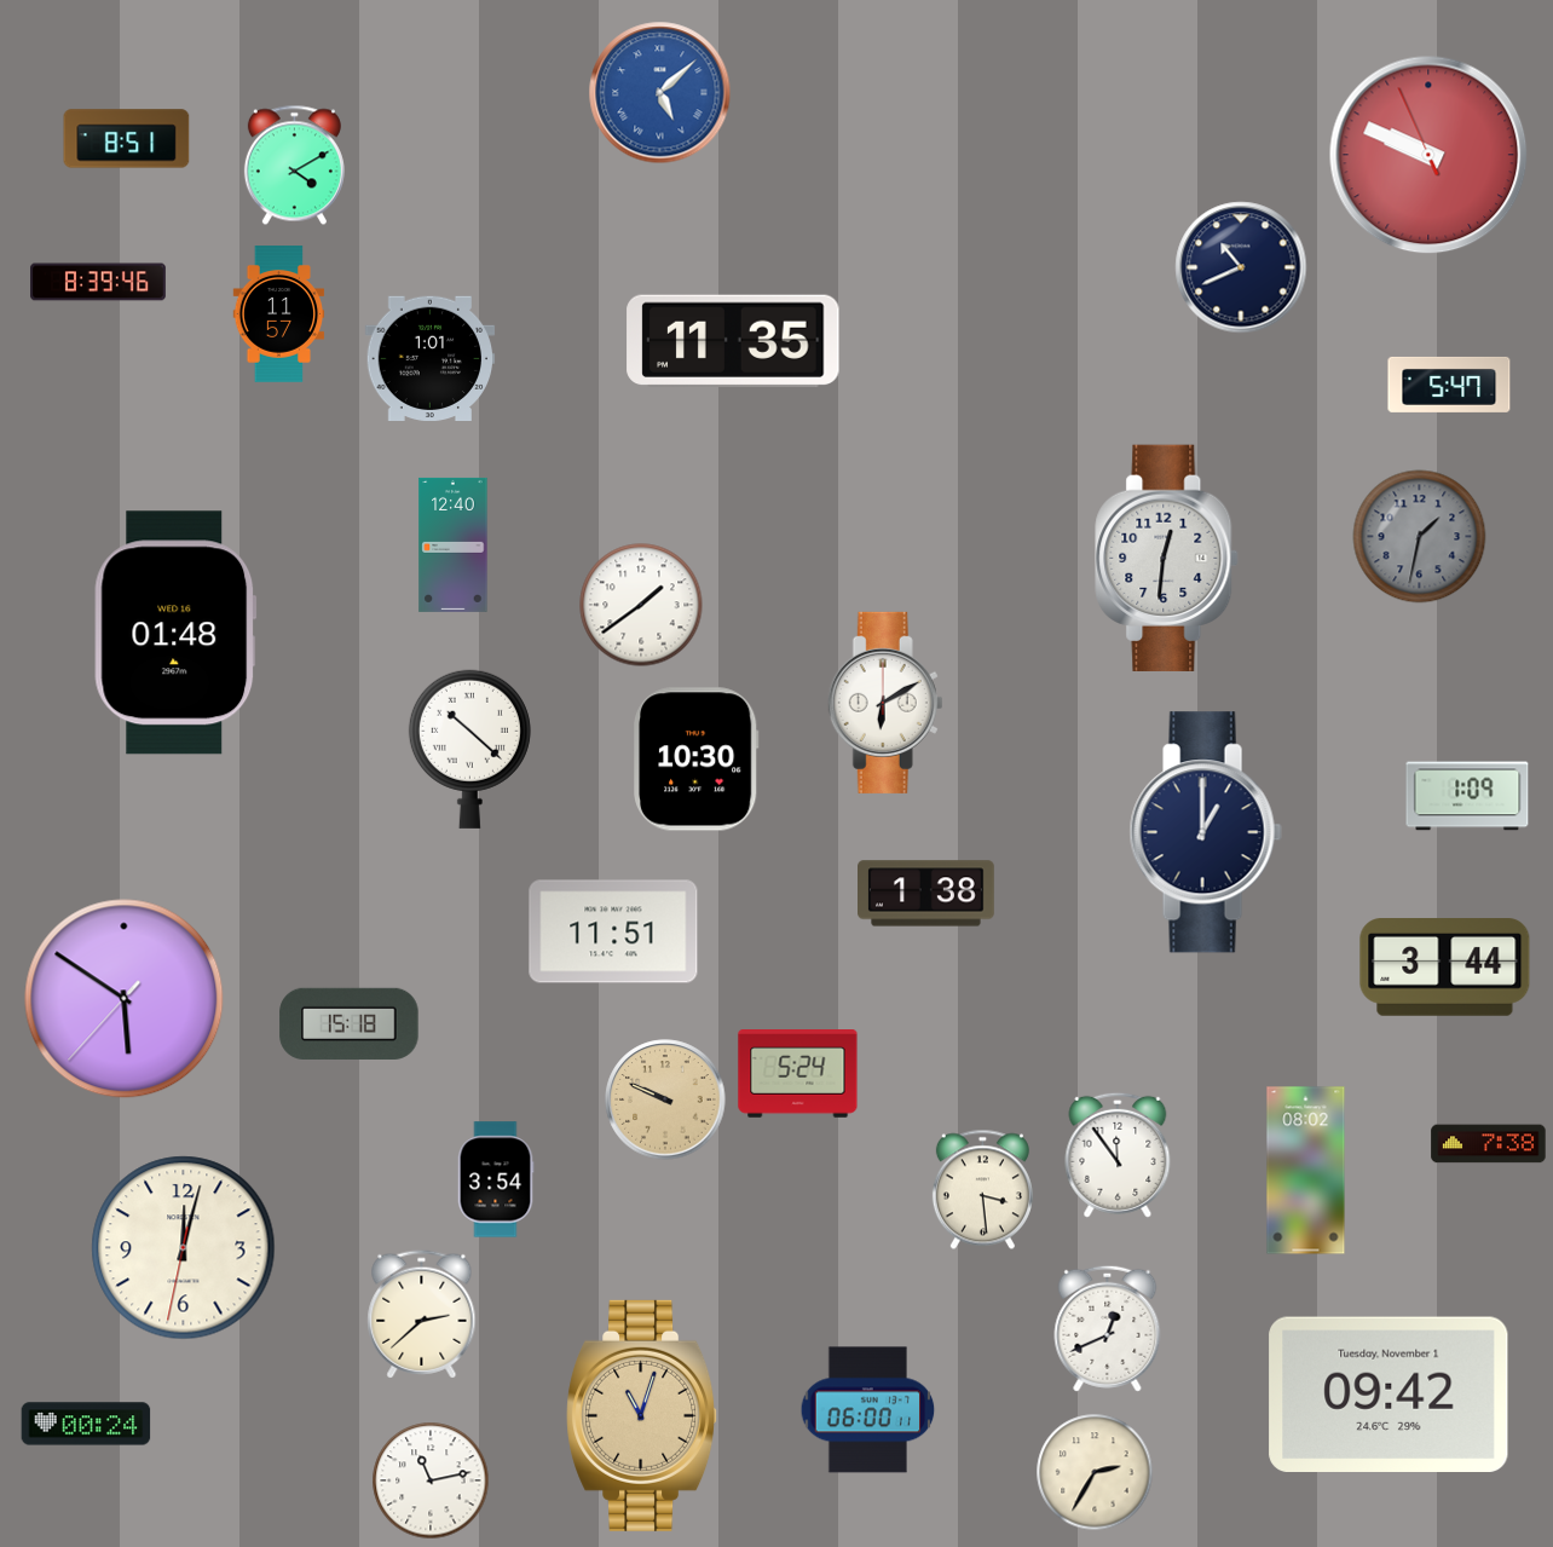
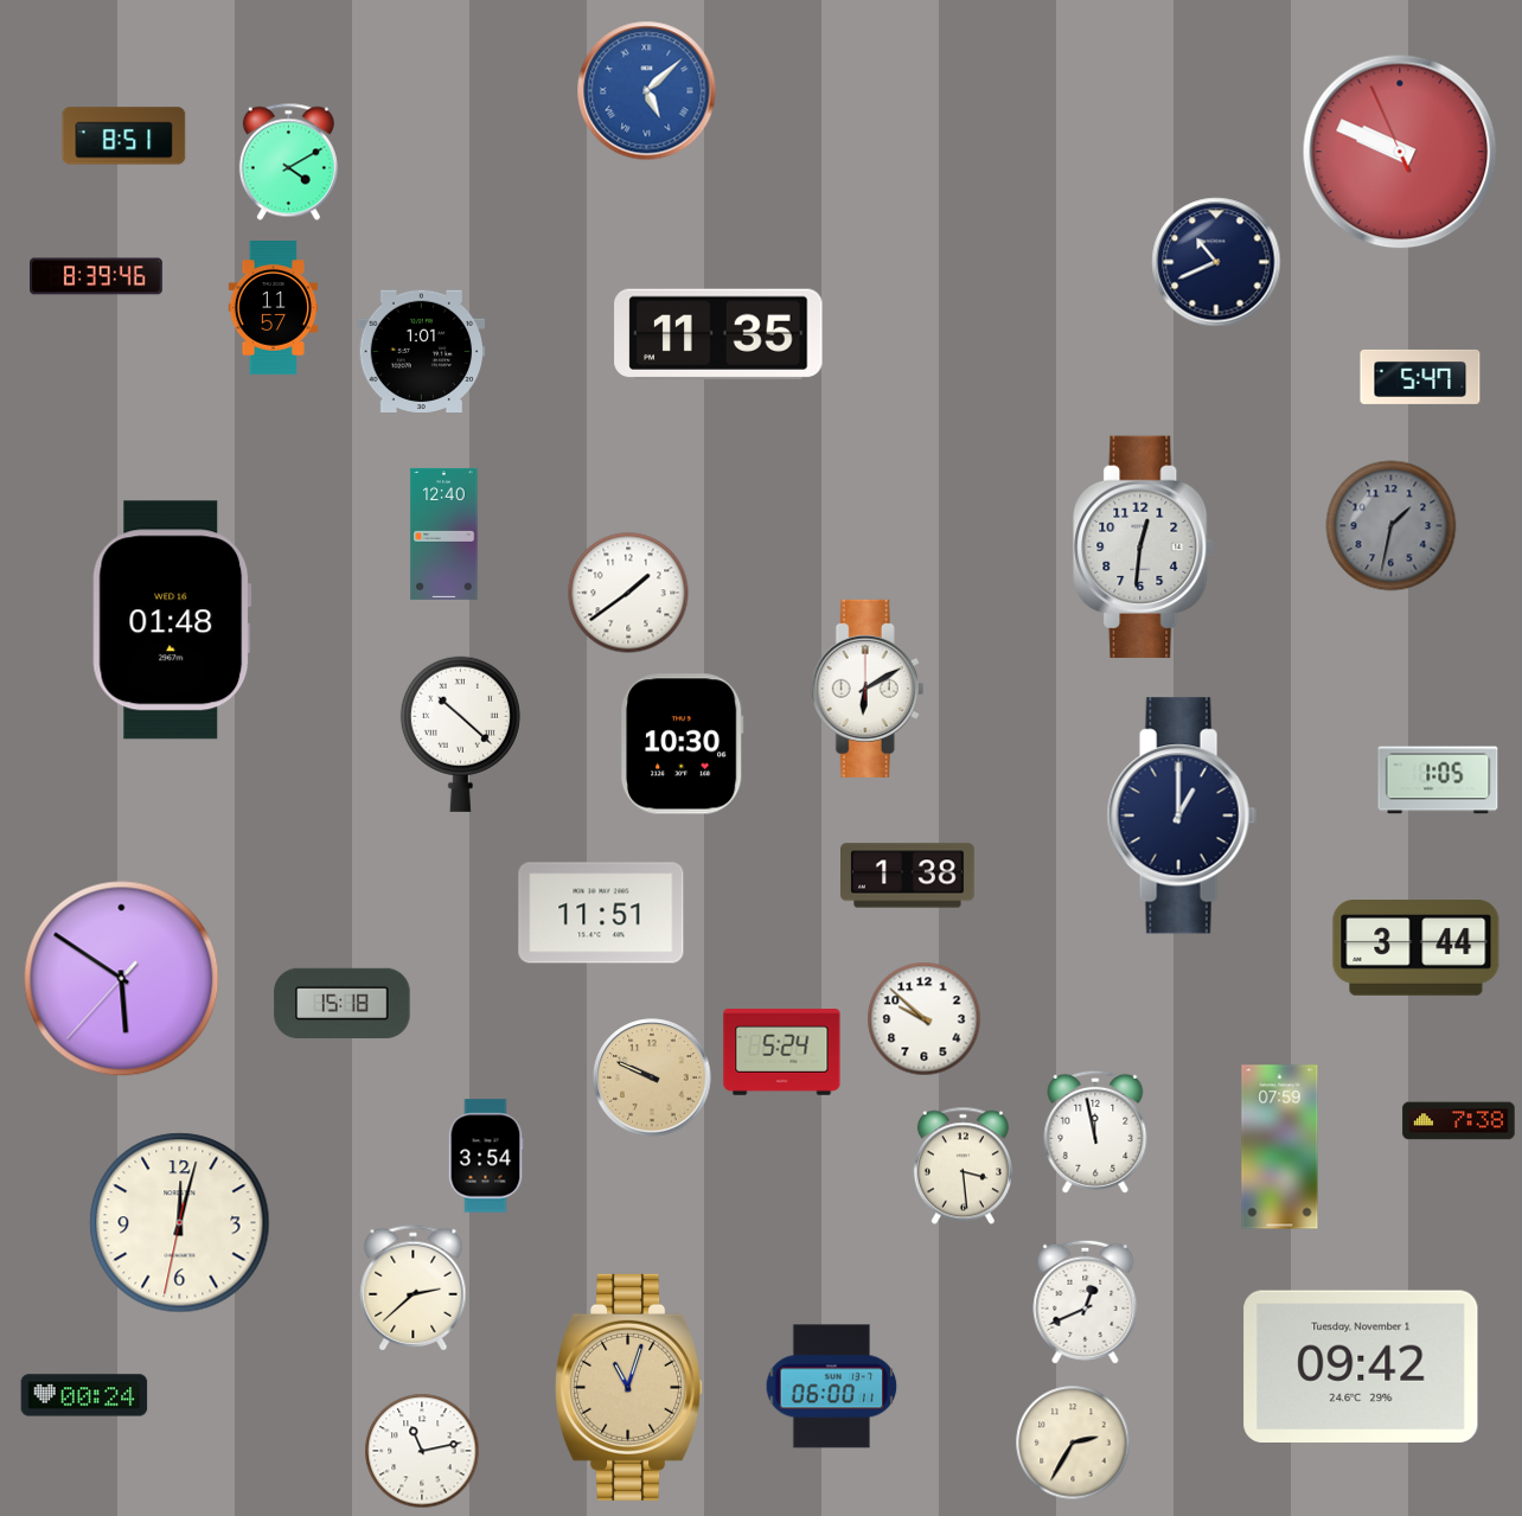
clock at (1467, 796): 1:09 -> 1:05
clock at (925, 1019): none -> 9:52
clock at (1118, 1155): 11:54 -> 11:58
clock at (1306, 1171): 08:02 -> 07:59
clock at (868, 1410) position: (868, 1410) -> (832, 1387)
